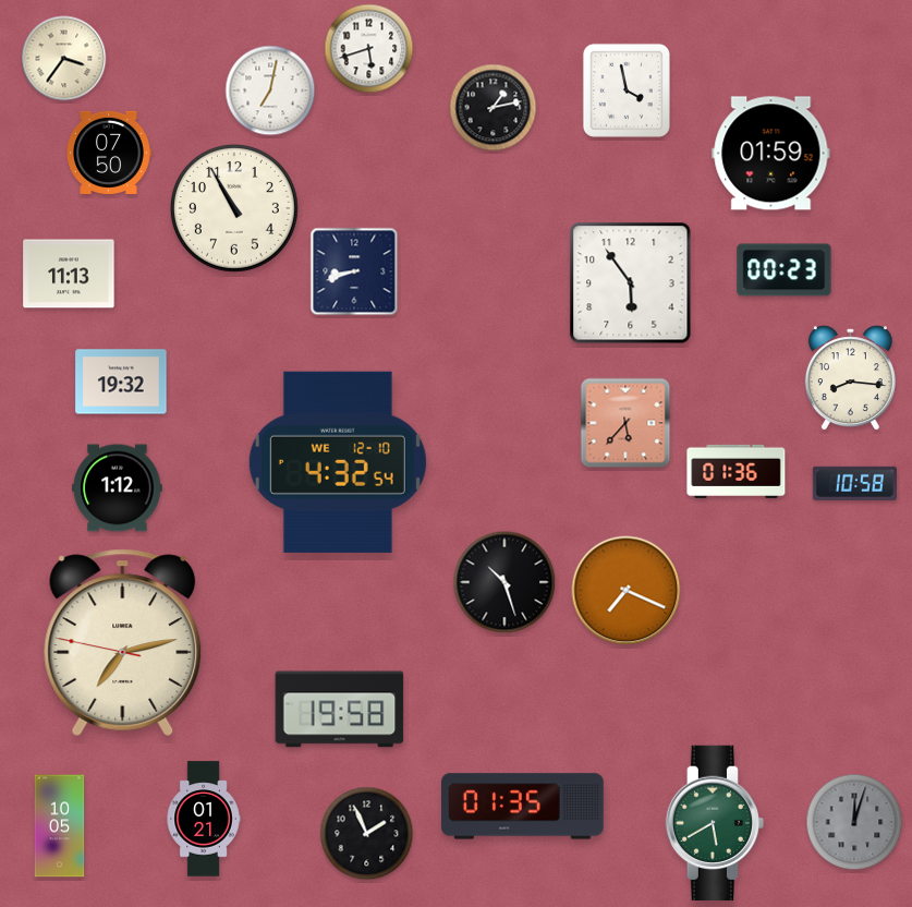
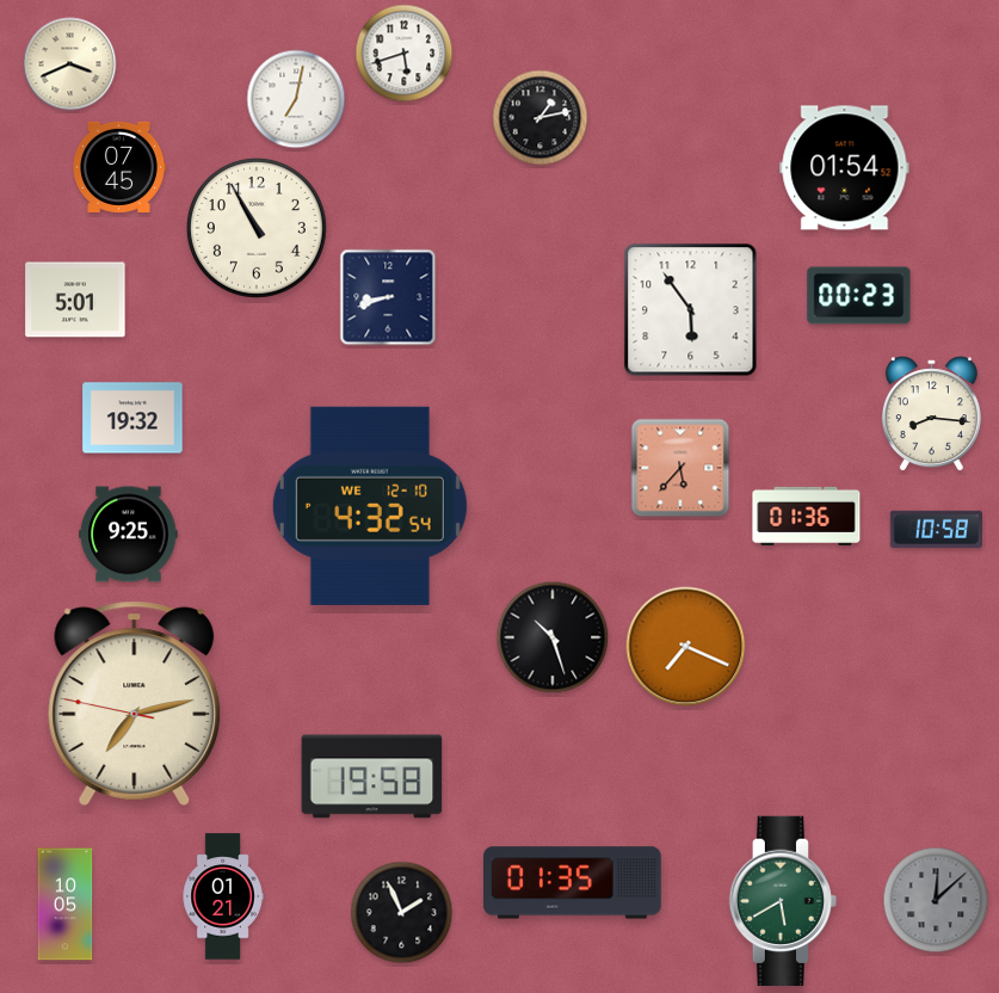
clock at (64, 59): 3:36 -> 3:41
clock at (627, 90): 3:58 -> none
clock at (109, 153): 07:50 -> 07:45
clock at (771, 154): 01:59 -> 01:54
clock at (69, 274): 11:13 -> 5:01
clock at (625, 423) position: (625, 423) -> (680, 468)
clock at (118, 488): 1:12 -> 9:25
clock at (854, 822): 12:03 -> 12:08
